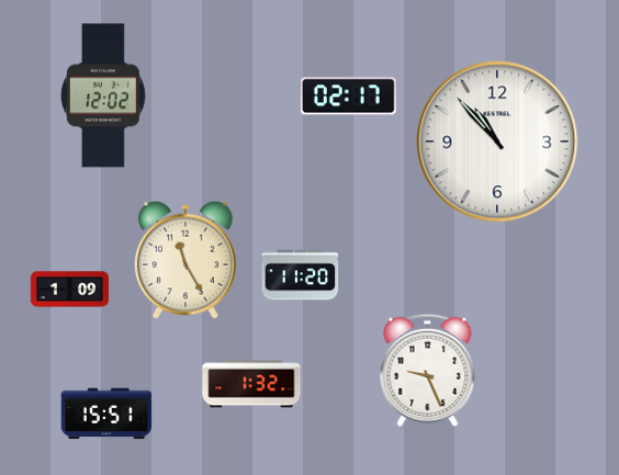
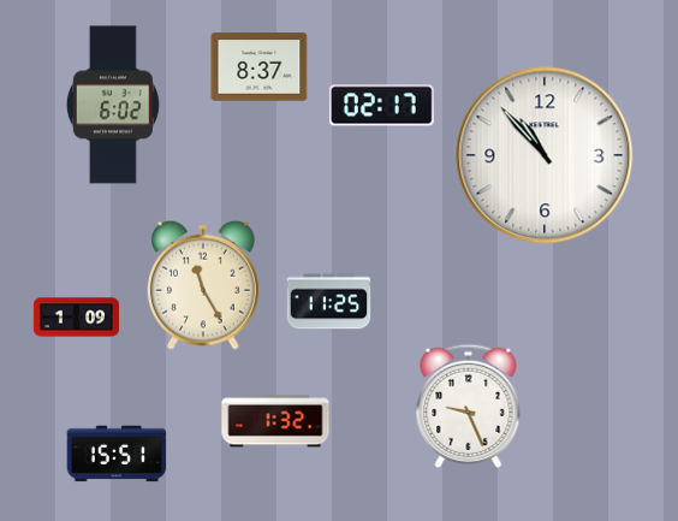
clock at (260, 67): none -> 8:37
clock at (103, 95): 12:02 -> 6:02
clock at (301, 275): 11:20 -> 11:25
